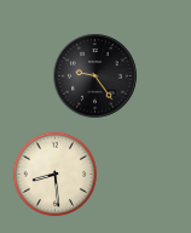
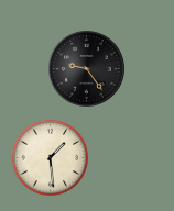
clock at (54, 174): 8:29 -> 1:29
